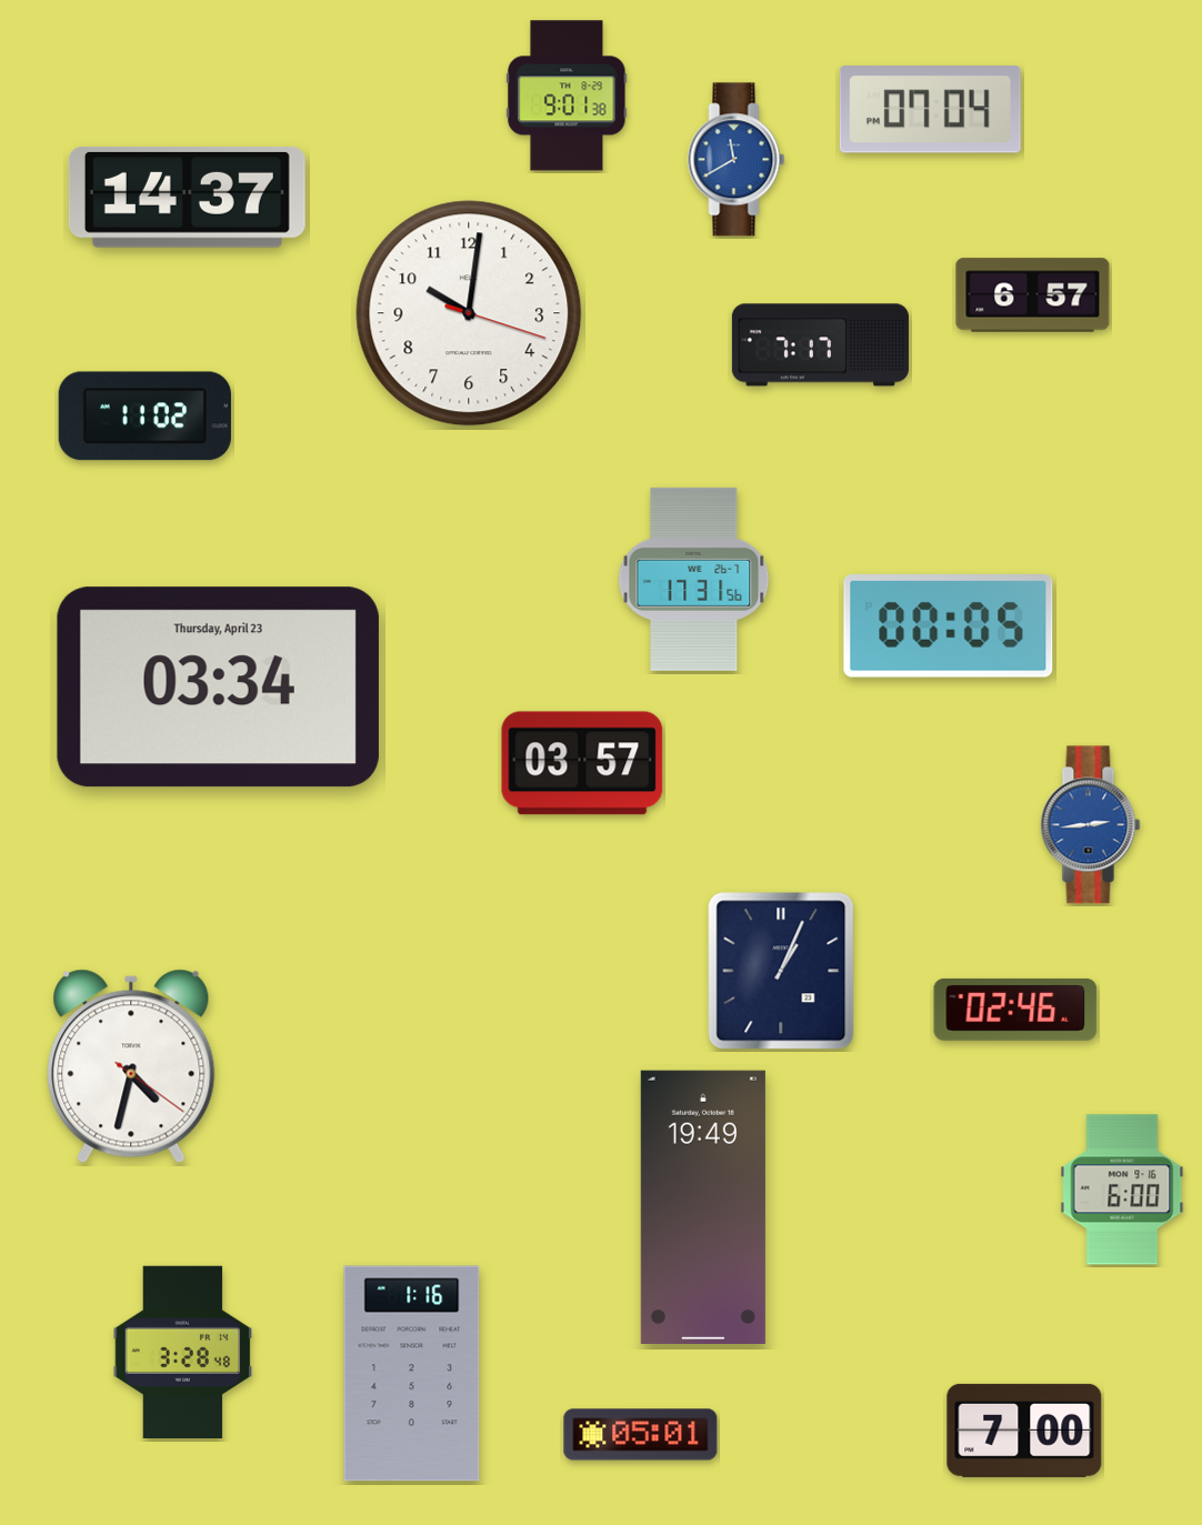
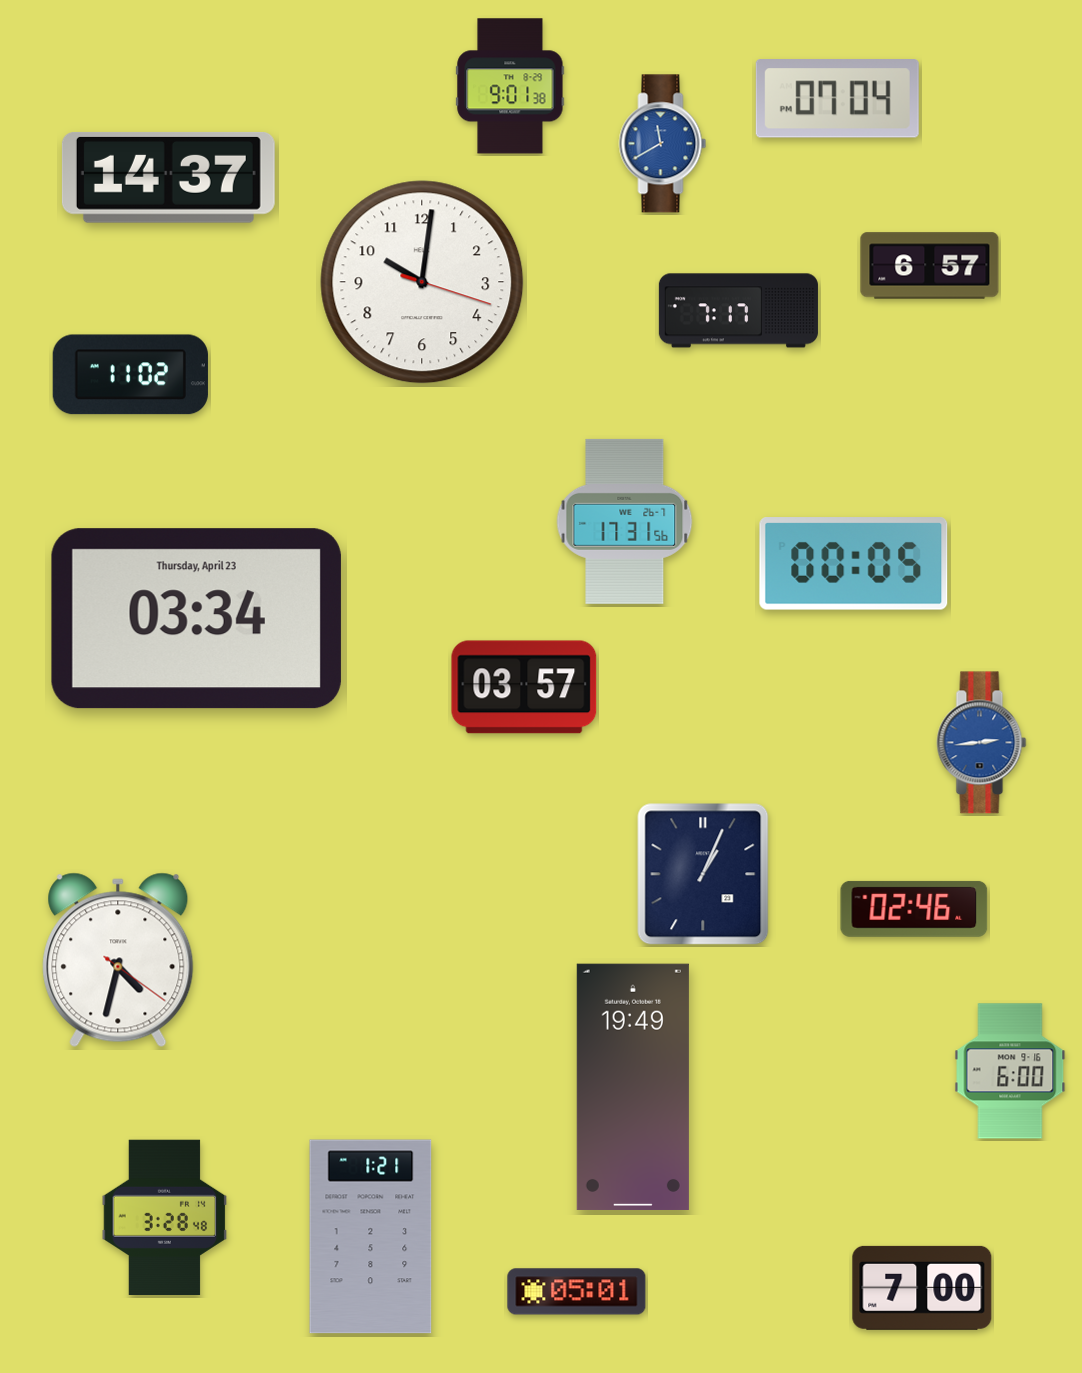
clock at (412, 1374): 1:16 -> 1:21
